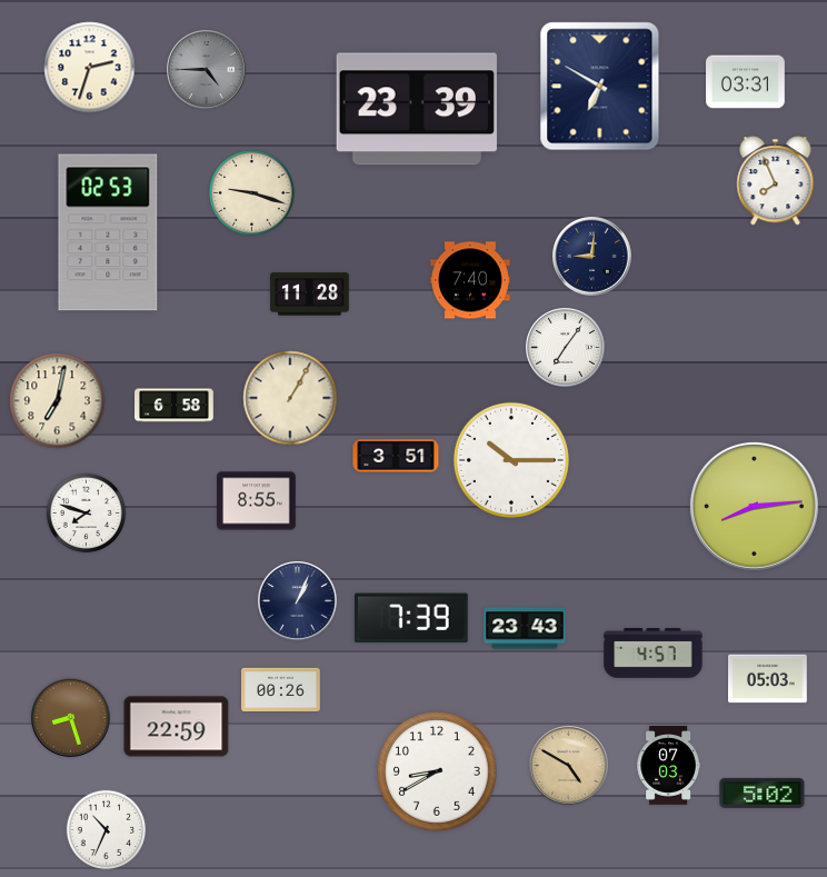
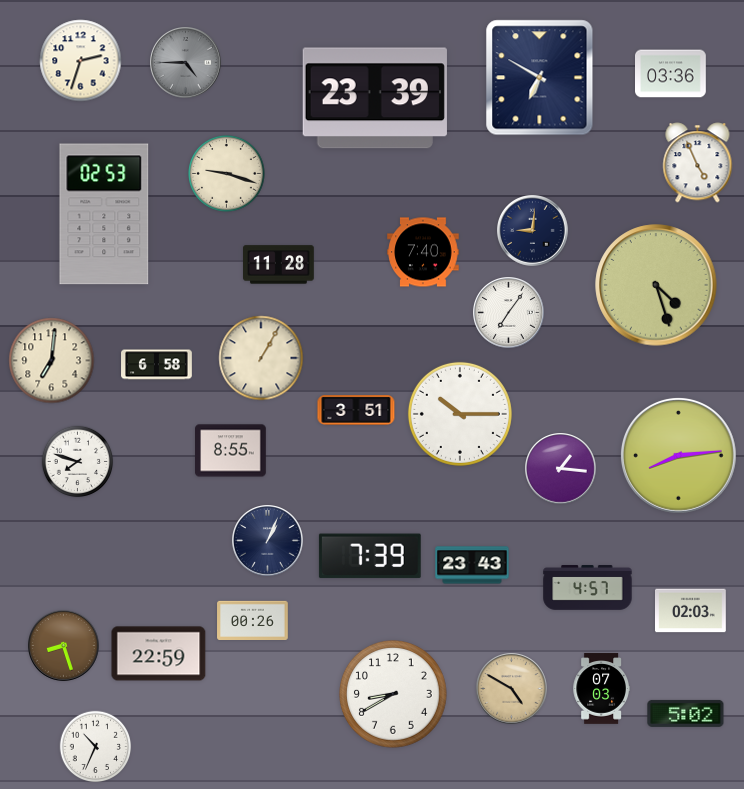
clock at (746, 82): 03:31 -> 03:36
clock at (776, 181): 7:56 -> 4:56
clock at (108, 232) position: (108, 232) -> (104, 214)
clock at (656, 285): none -> 4:27
clock at (58, 401): 7:02 -> 7:01
clock at (561, 469): none -> 1:16
clock at (768, 679): 05:03 -> 02:03
